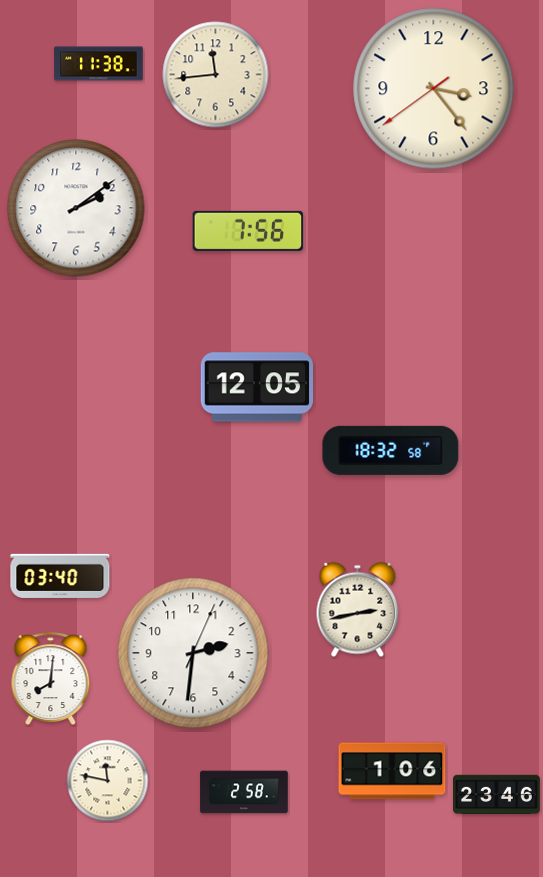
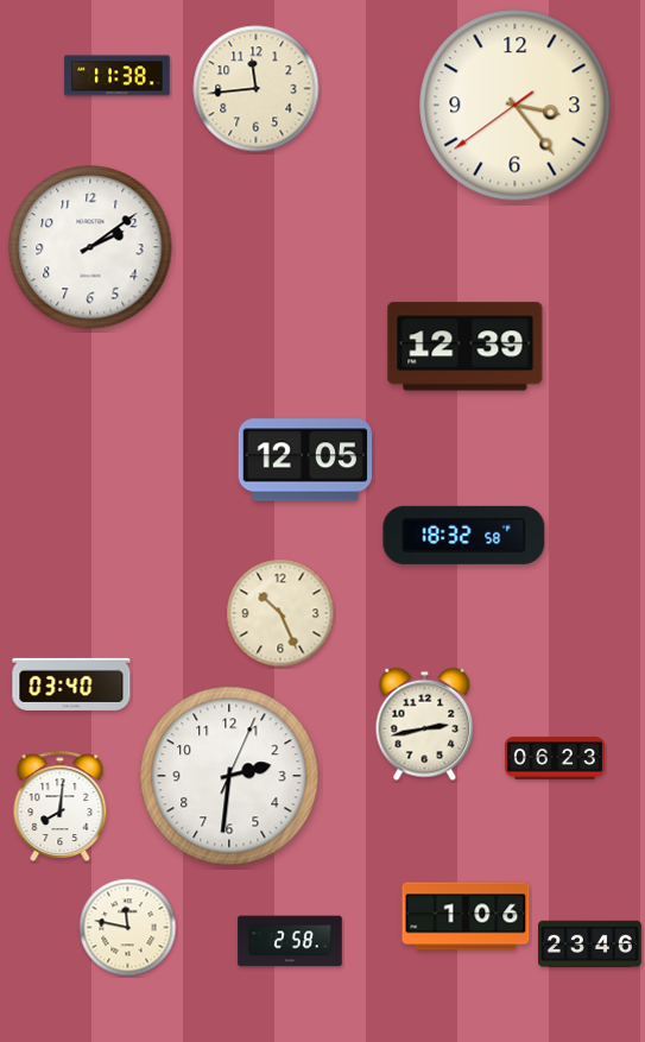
clock at (248, 231): 7:56 -> none
clock at (466, 347): none -> 12:39
clock at (280, 613): none -> 10:26
clock at (555, 758): none -> 06:23
